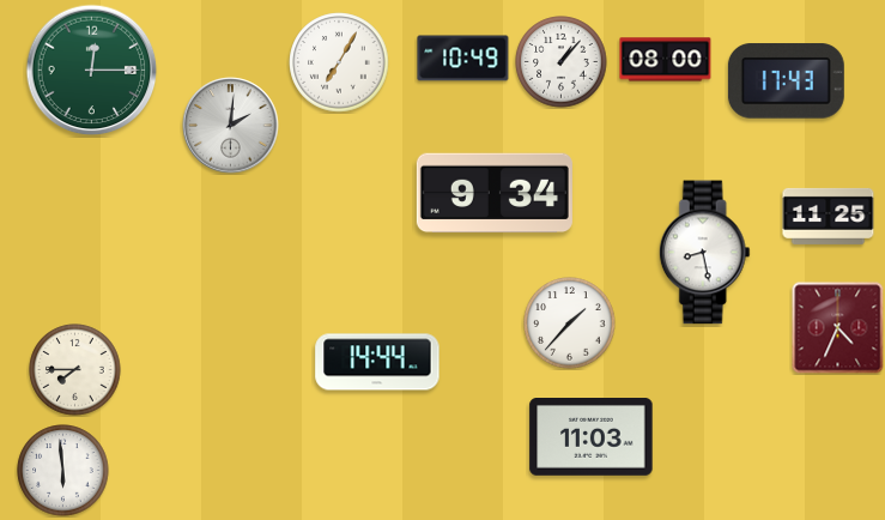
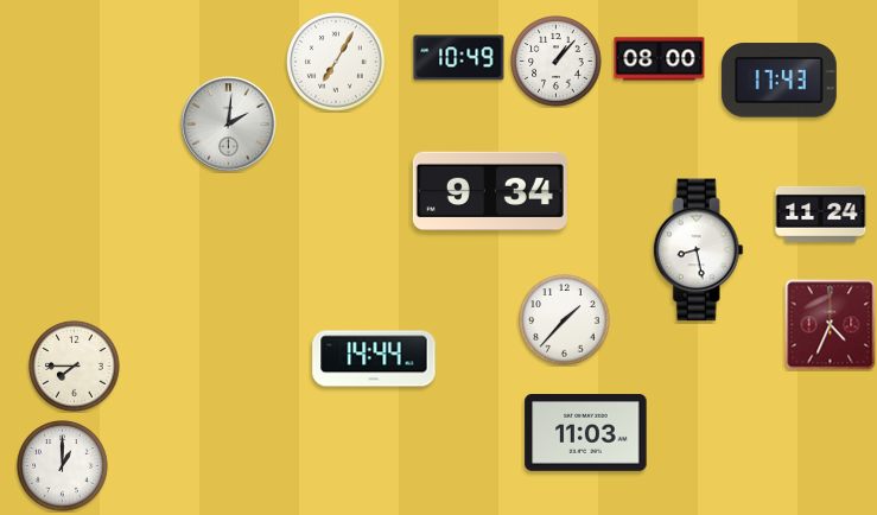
clock at (92, 71): 12:15 -> none
clock at (829, 216): 11:25 -> 11:24
clock at (63, 471): 5:59 -> 1:00
